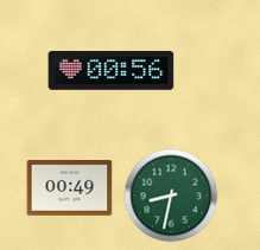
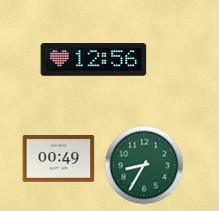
clock at (112, 71): 00:56 -> 12:56
clock at (171, 195): 8:32 -> 8:35
